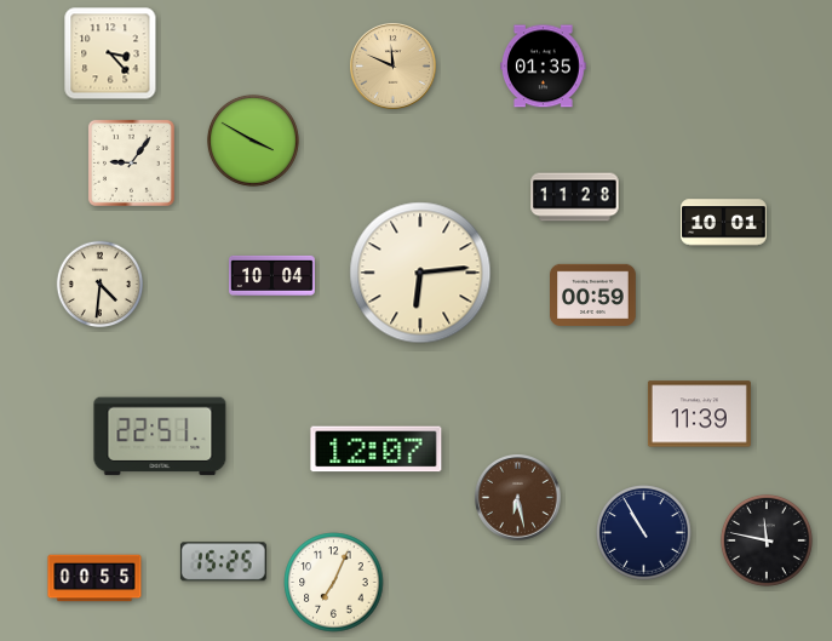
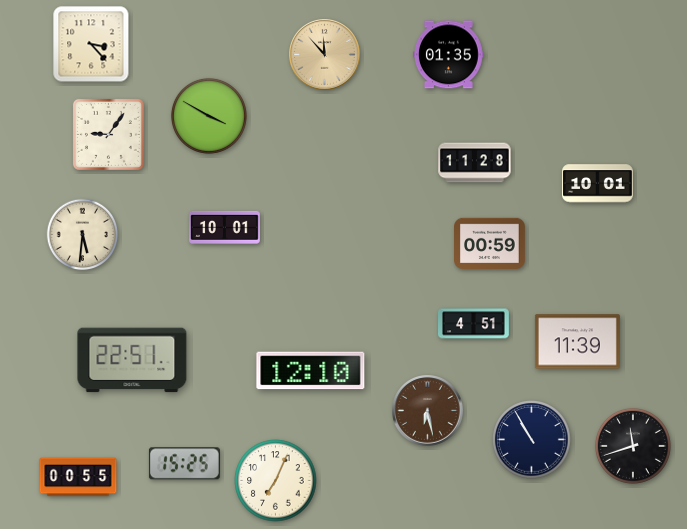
clock at (394, 67): 11:49 -> 11:53
clock at (420, 273): 6:14 -> none
clock at (272, 275): 10:04 -> 10:01
clock at (101, 285): 4:31 -> 5:31
clock at (474, 324): none -> 4:51
clock at (377, 450): 12:07 -> 12:10
clock at (767, 540): 11:47 -> 11:42
